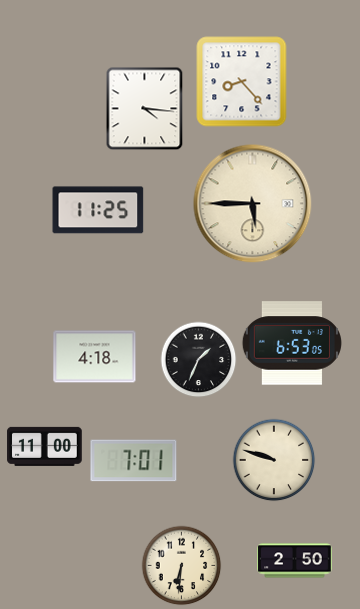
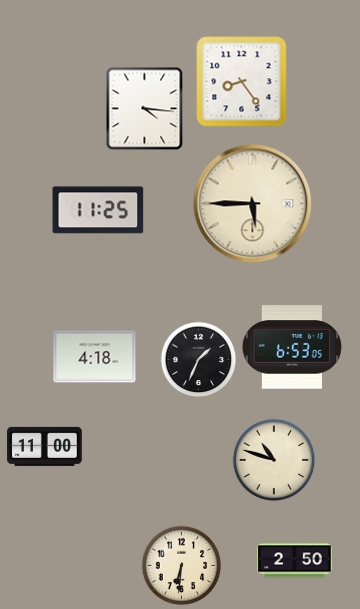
clock at (242, 82): 8:23 -> 8:24
clock at (292, 343) position: (292, 343) -> (292, 347)
clock at (274, 460): 9:48 -> 10:48
clock at (134, 461): 7:01 -> none
